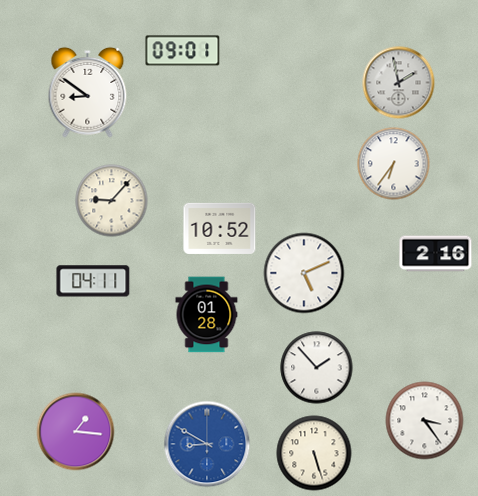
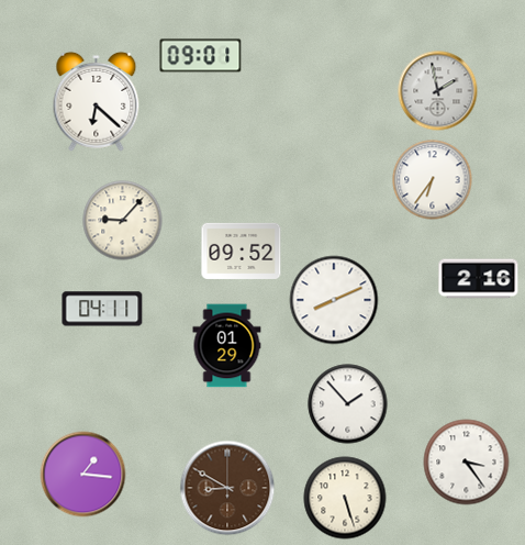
clock at (88, 92): 8:51 -> 6:22
clock at (220, 228): 10:52 -> 09:52
clock at (304, 273): 5:11 -> 8:11
clock at (207, 315): 01:28 -> 01:29
clock at (207, 444) dial: blue -> brown
